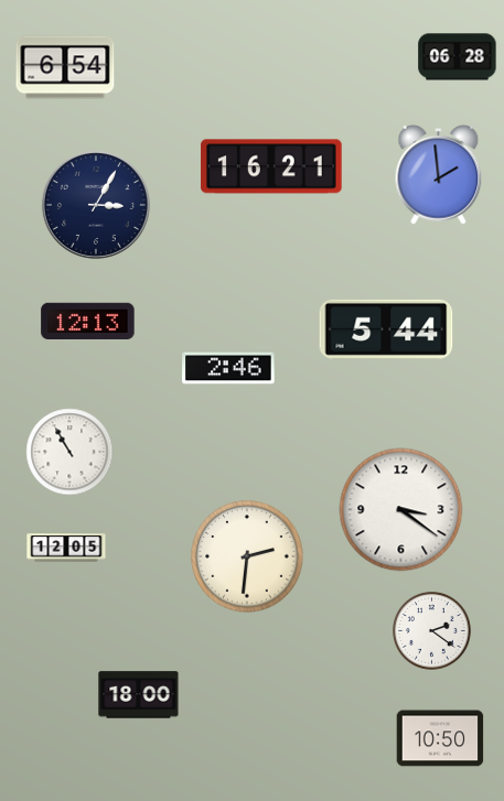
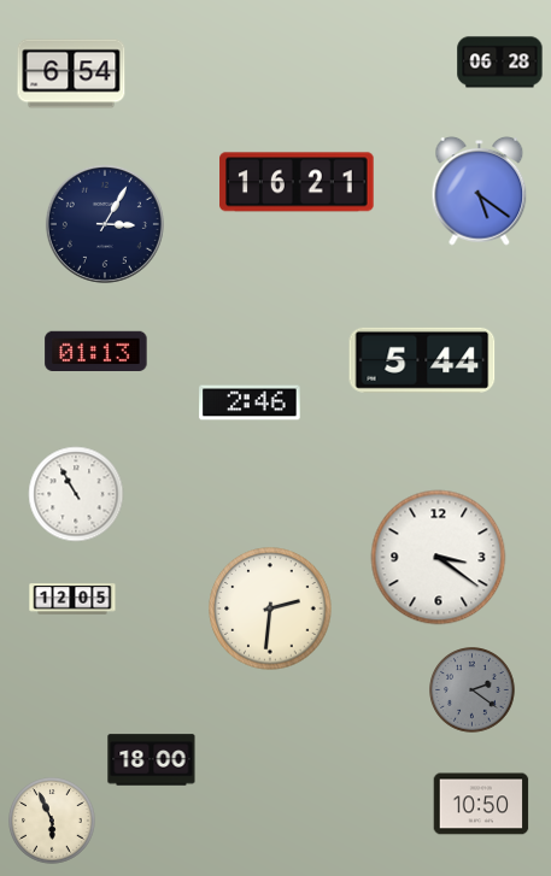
clock at (439, 174): 1:59 -> 5:21
clock at (88, 322): 12:13 -> 01:13
clock at (432, 631) dial: white -> grey
clock at (440, 738) position: (440, 738) -> (481, 804)
clock at (52, 821): none -> 5:56
